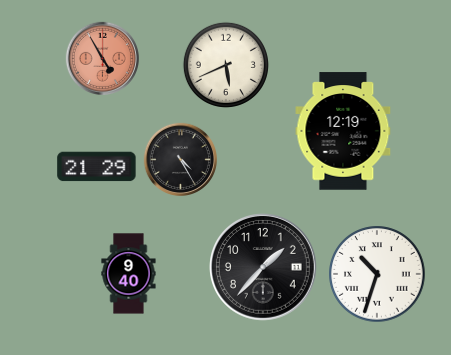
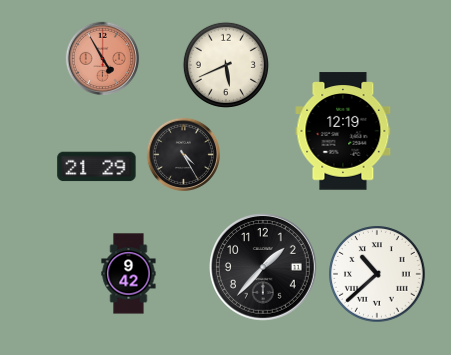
clock at (180, 159) position: (180, 159) -> (183, 154)
clock at (129, 274): 9:40 -> 9:42
clock at (377, 274): 10:33 -> 10:38
